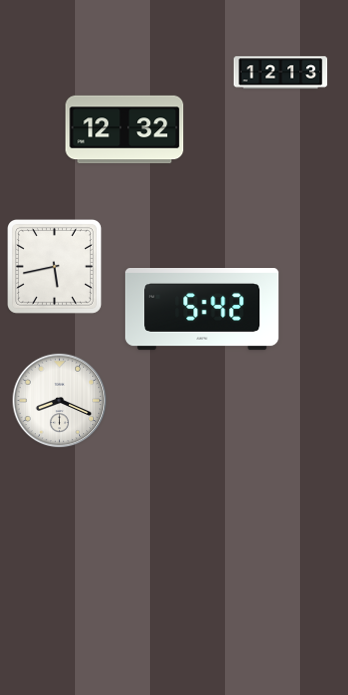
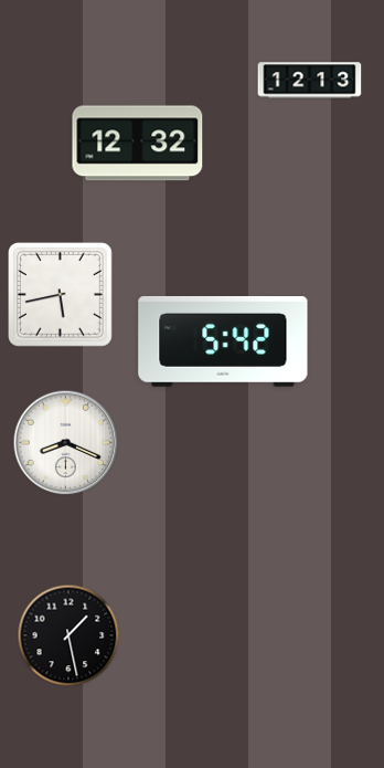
clock at (68, 635): none -> 1:28
